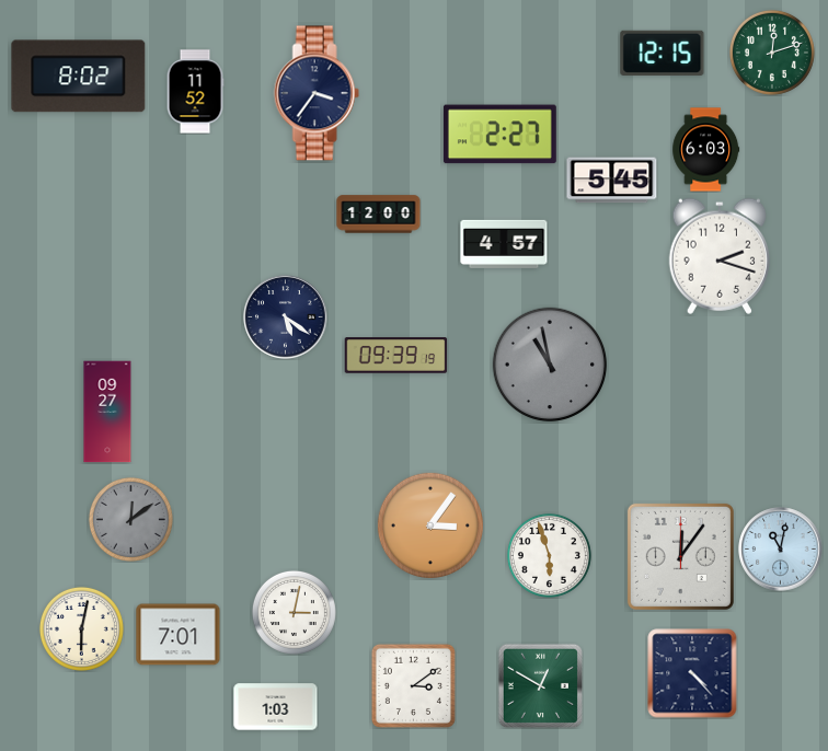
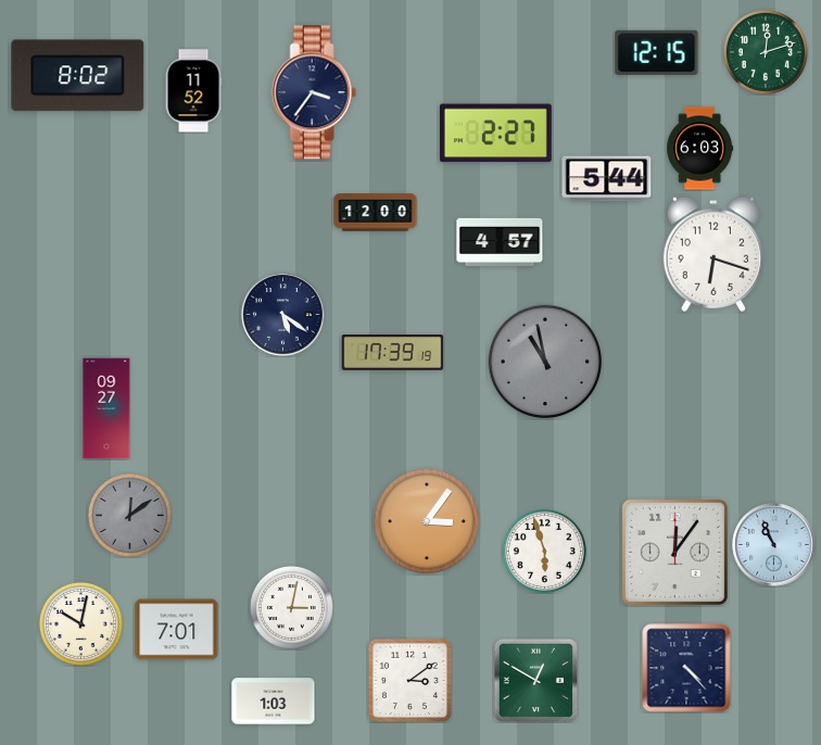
clock at (612, 181): 5:45 -> 5:44
clock at (720, 256): 2:18 -> 6:18
clock at (396, 356): 09:39 -> 17:39
clock at (781, 550): 11:02 -> 10:56
clock at (81, 628): 6:02 -> 10:02
